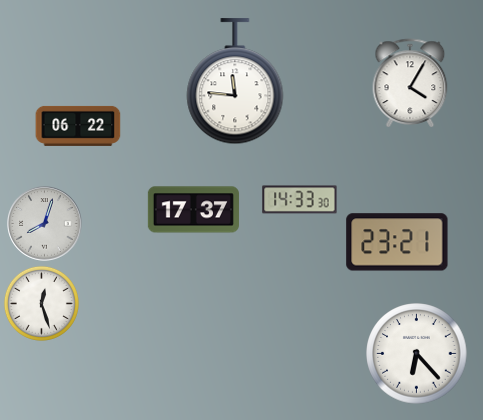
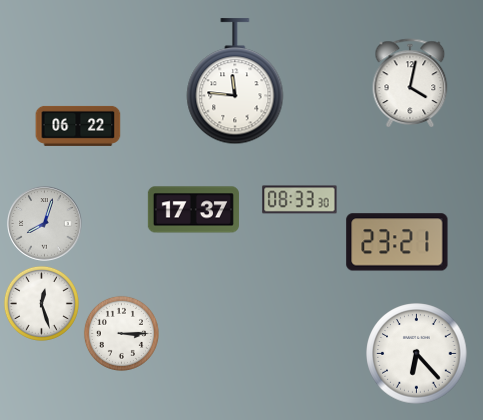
clock at (410, 83): 4:05 -> 4:02
clock at (300, 200): 14:33 -> 08:33
clock at (121, 333): none -> 3:15
